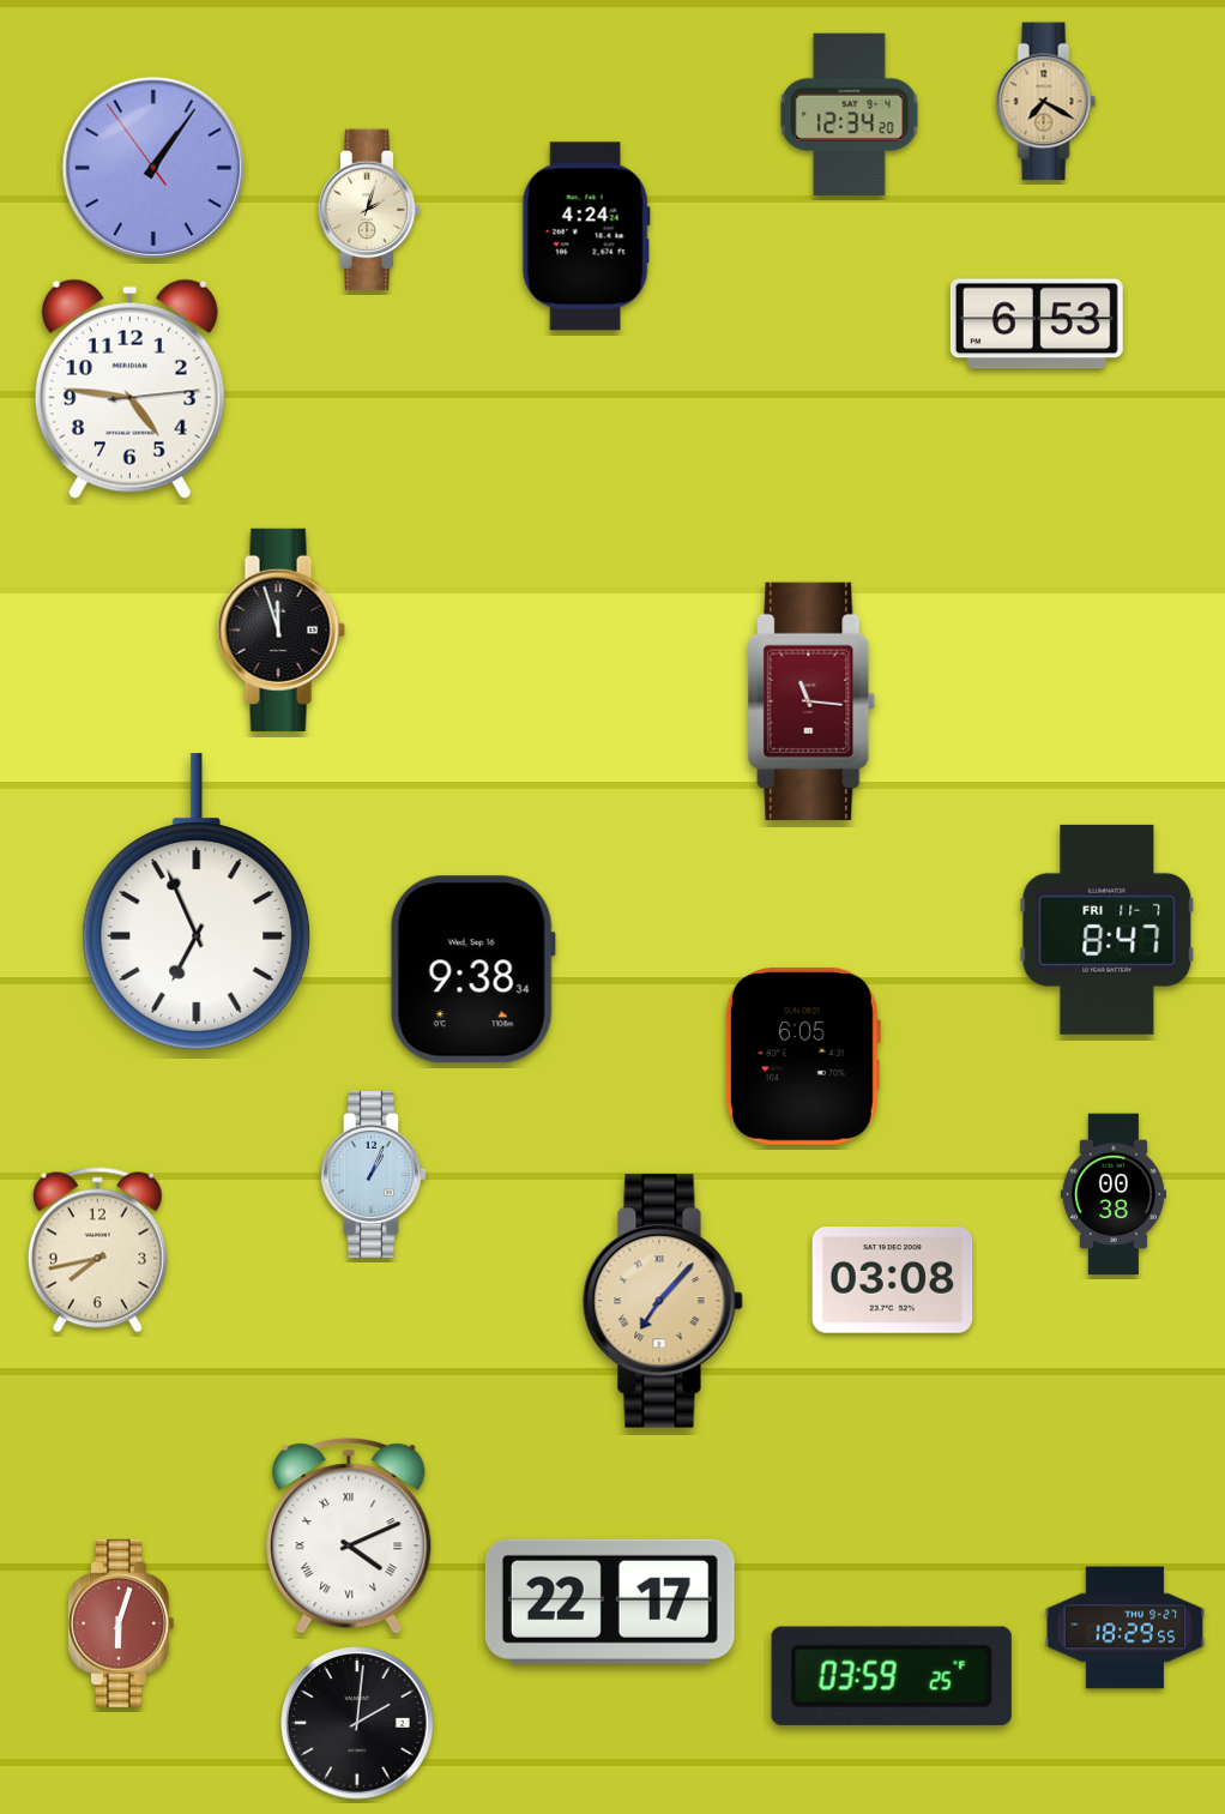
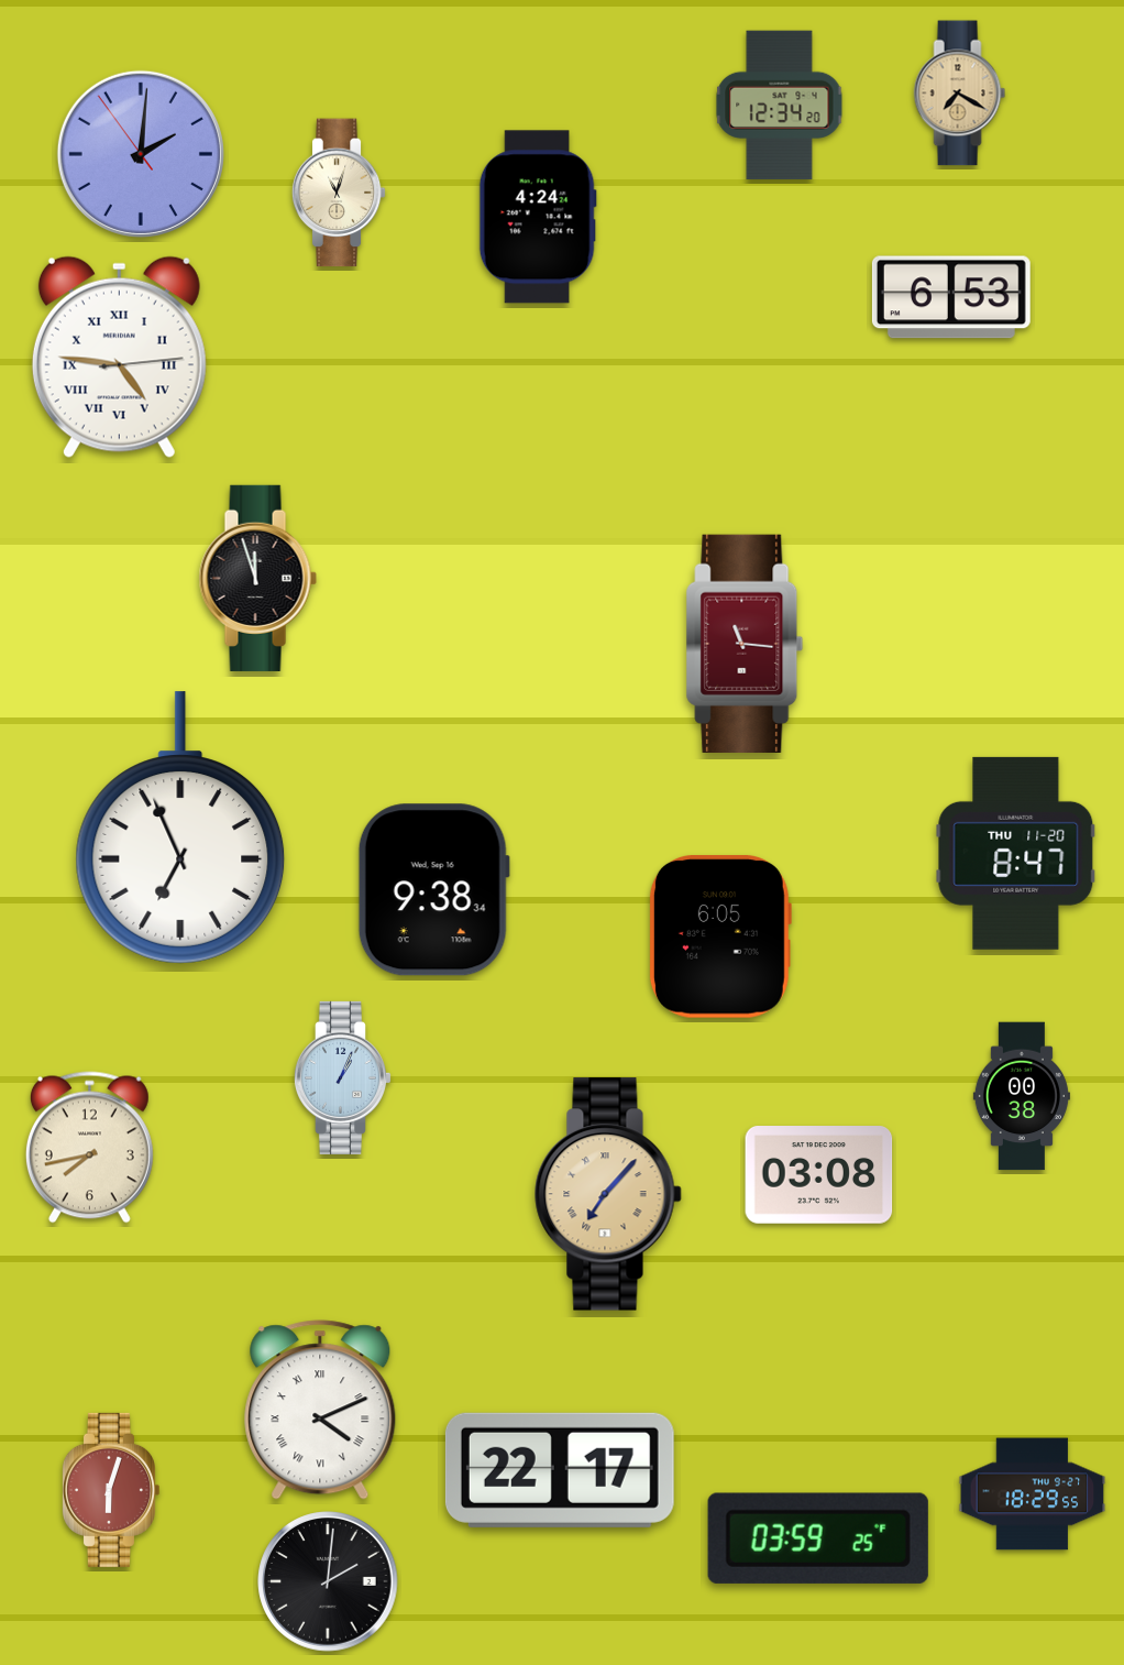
clock at (153, 168): 1:05 -> 2:00
clock at (369, 210): 2:03 -> 11:03
clock at (129, 388) numerals: Arabic -> Roman
clock at (1108, 929) date: FRI 11-7 -> THU 11-20
clock at (802, 1056) position: (802, 1056) -> (719, 936)
